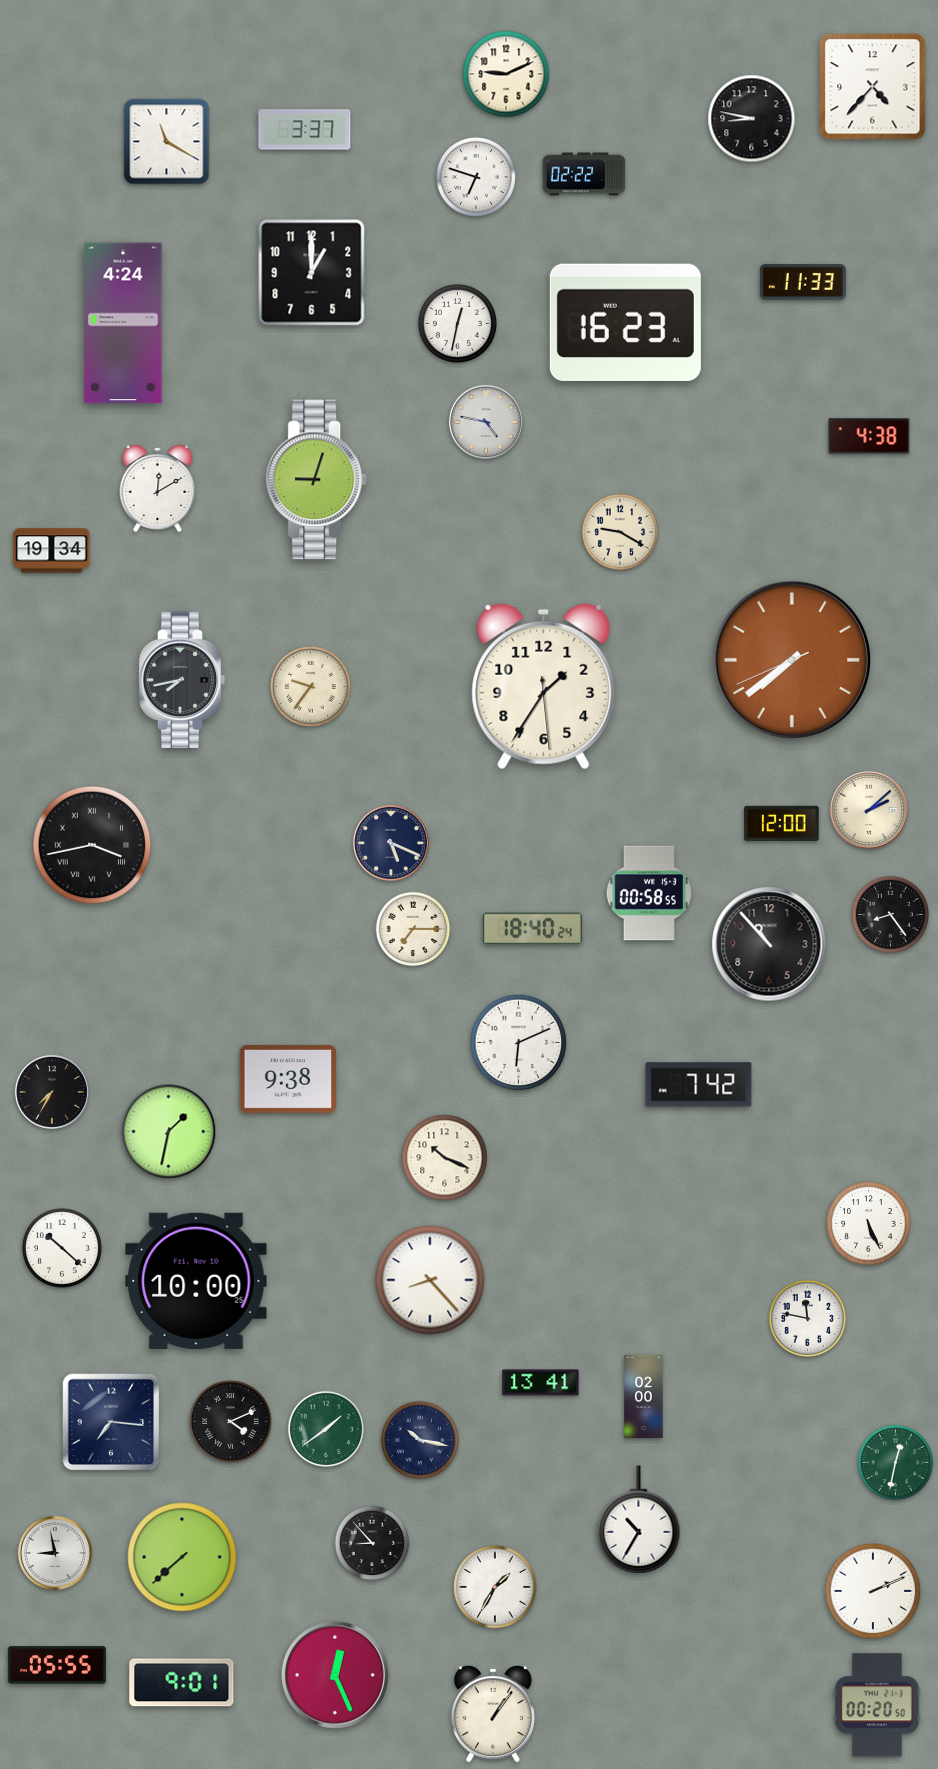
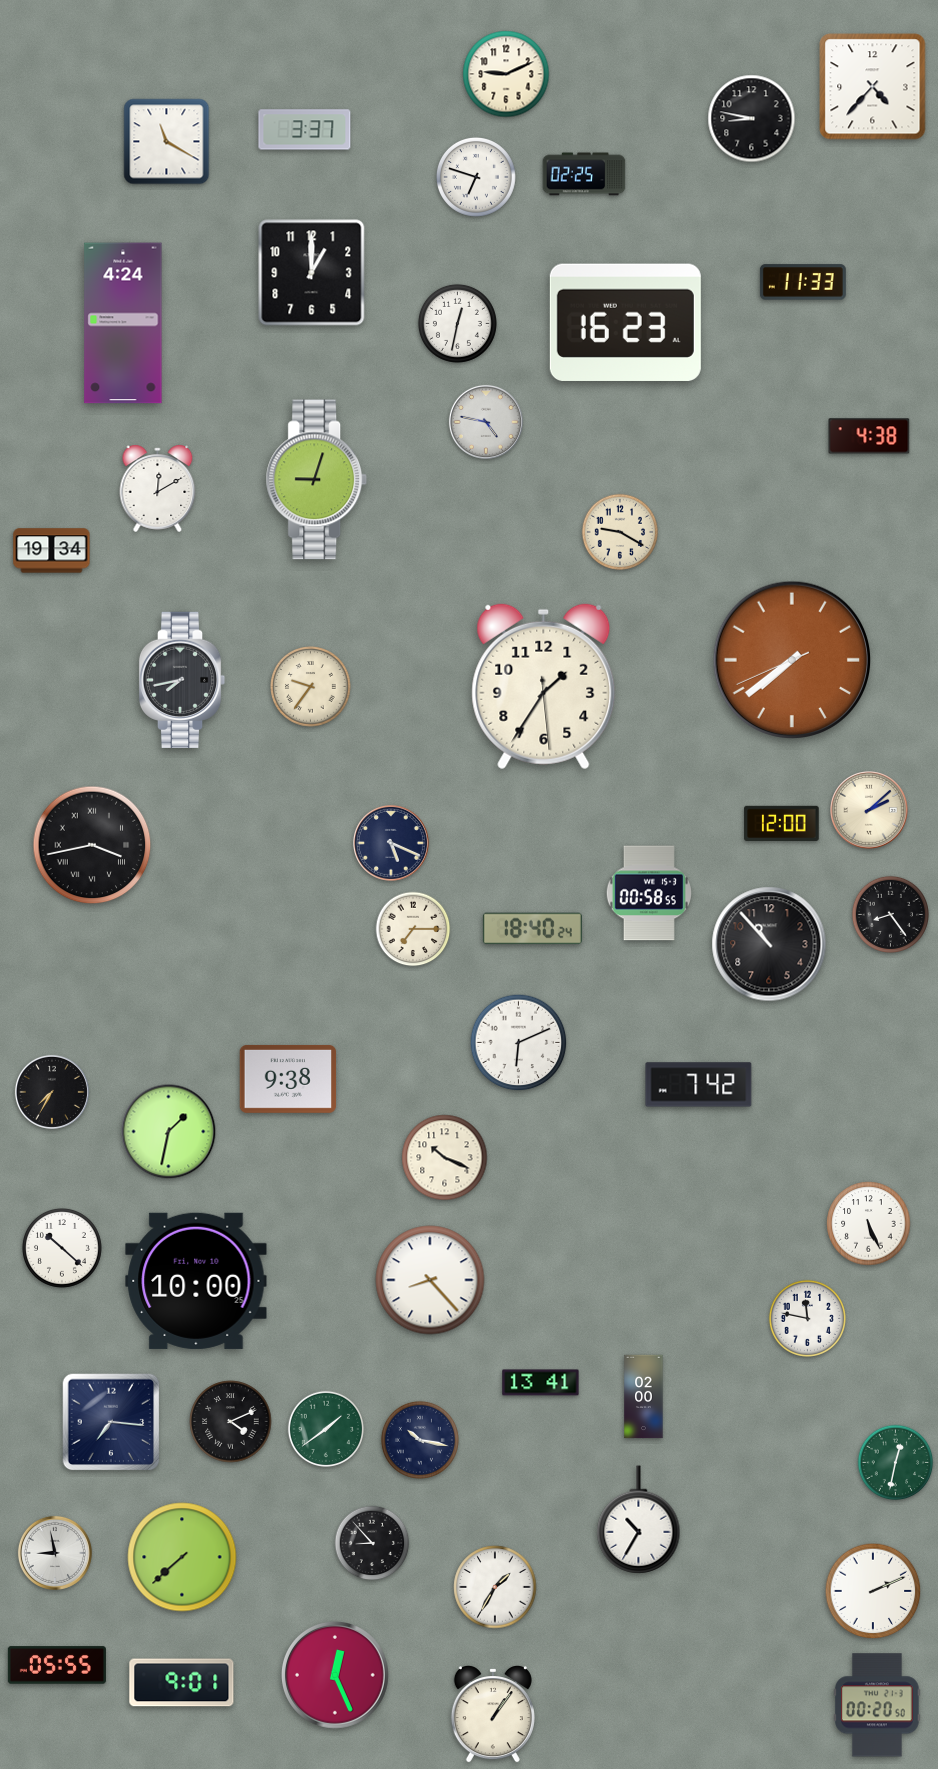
clock at (584, 174): 02:22 -> 02:25
